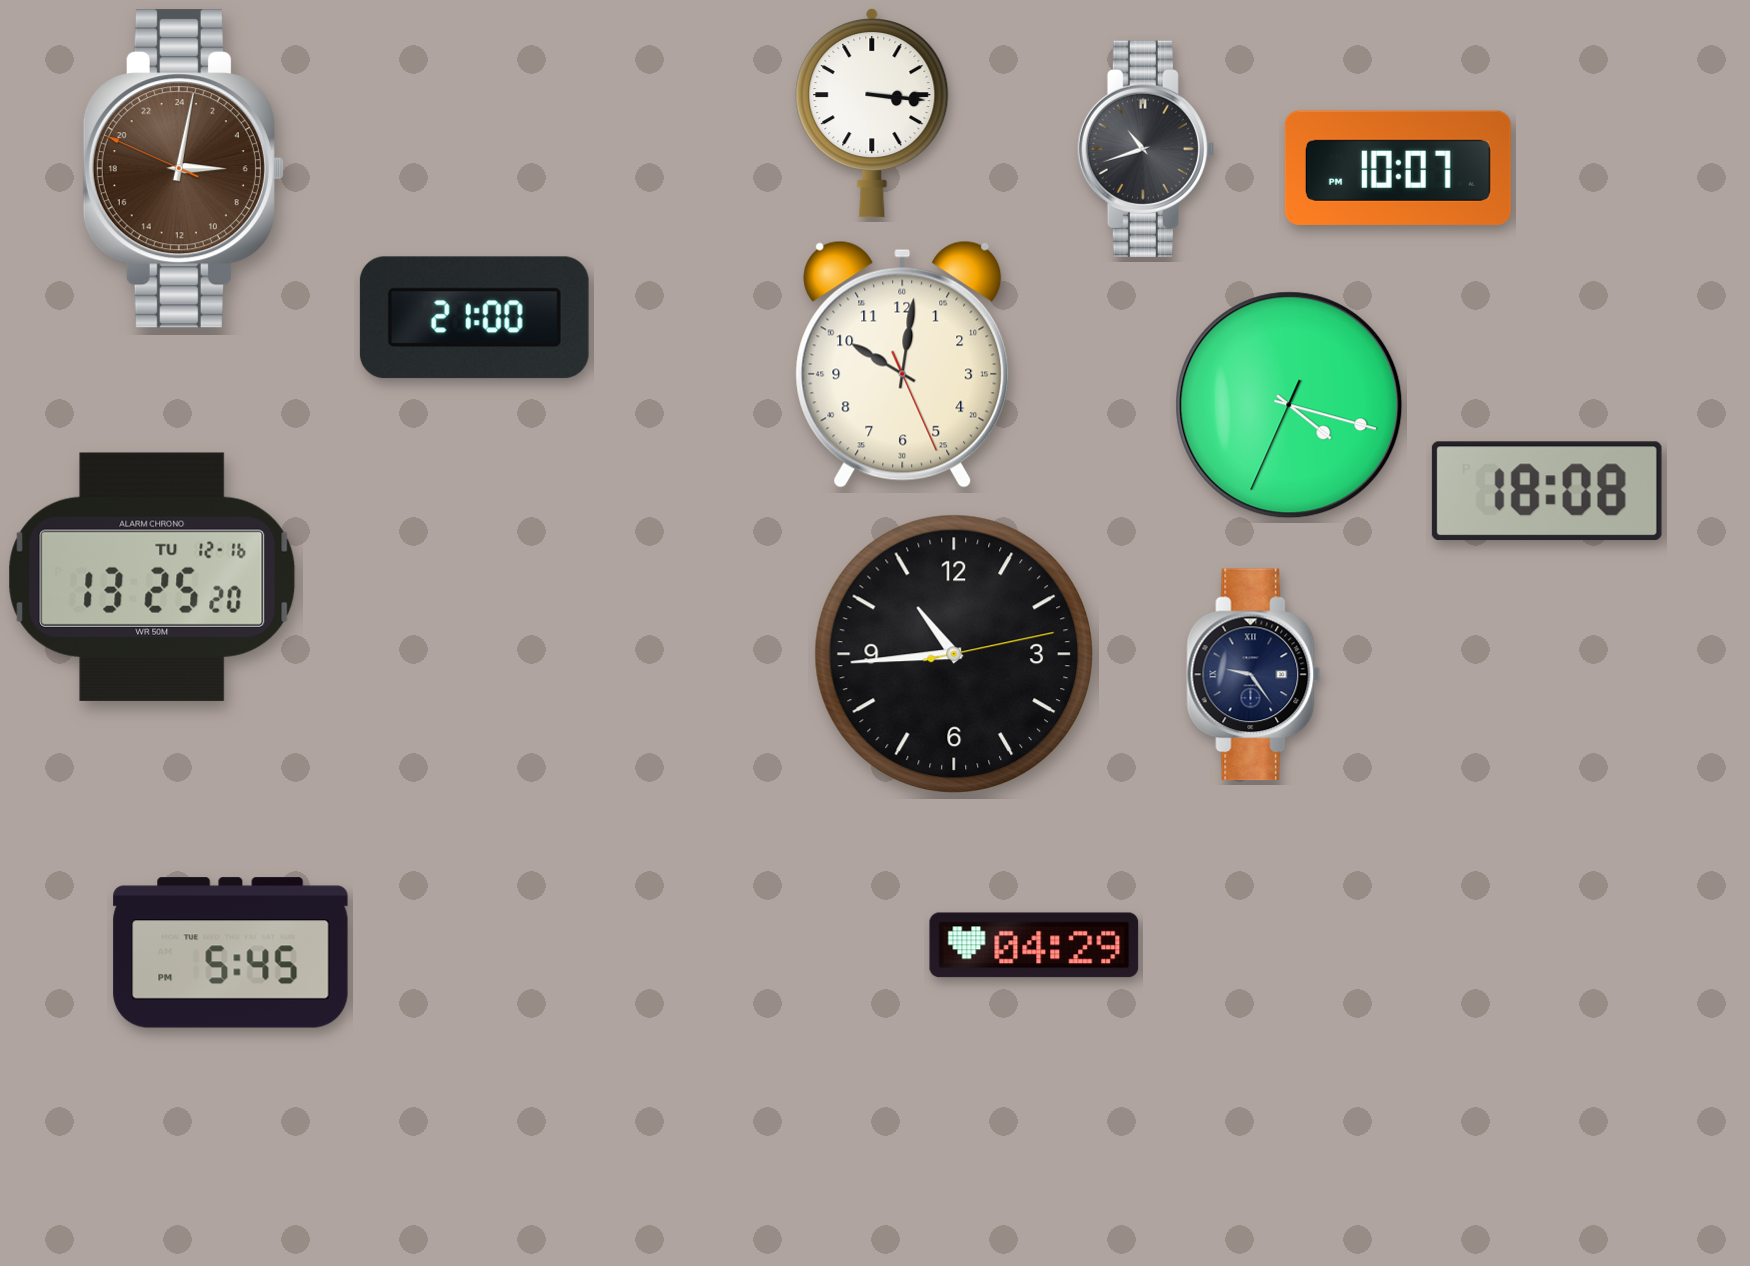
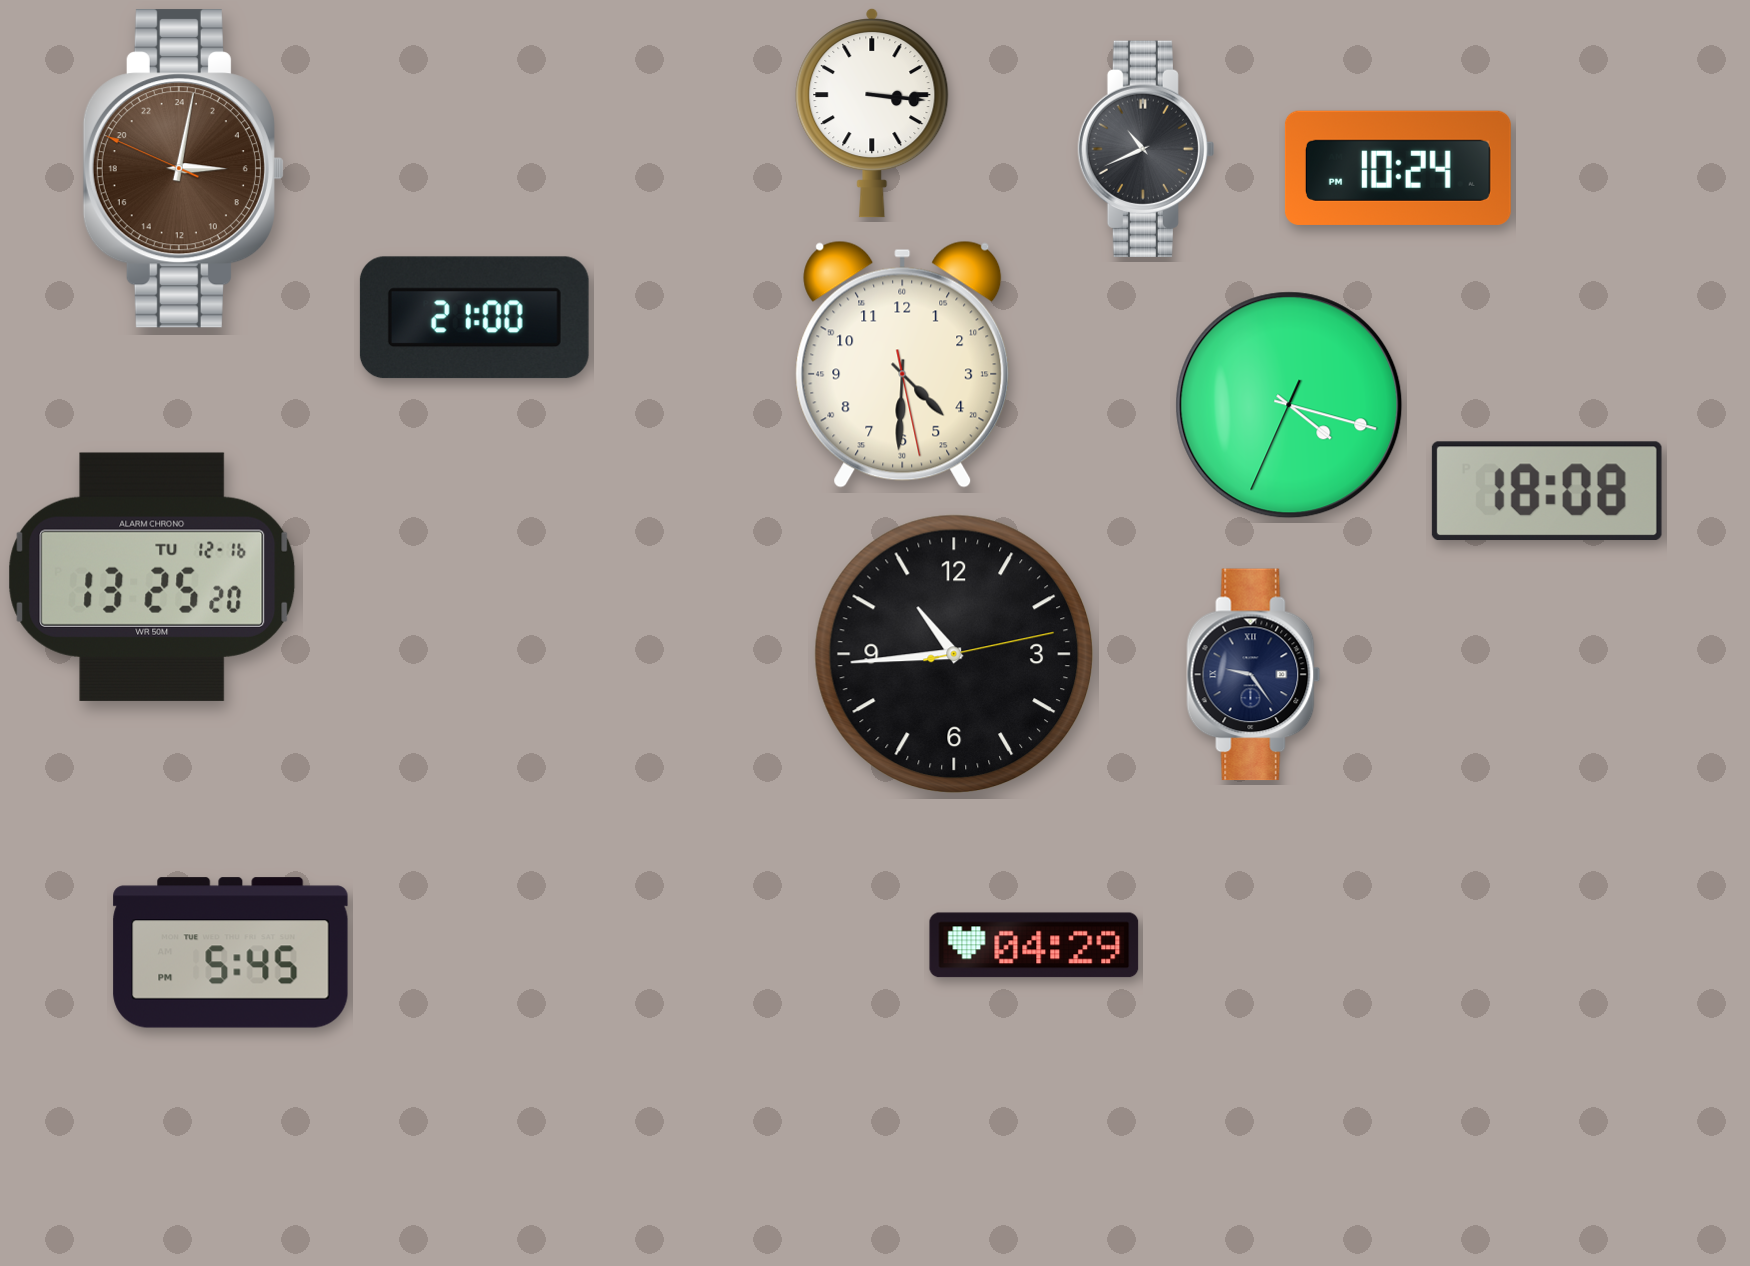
clock at (1146, 149): 10:42 -> 10:41
clock at (1398, 168): 10:07 -> 10:24
clock at (903, 364): 10:01 -> 4:30
